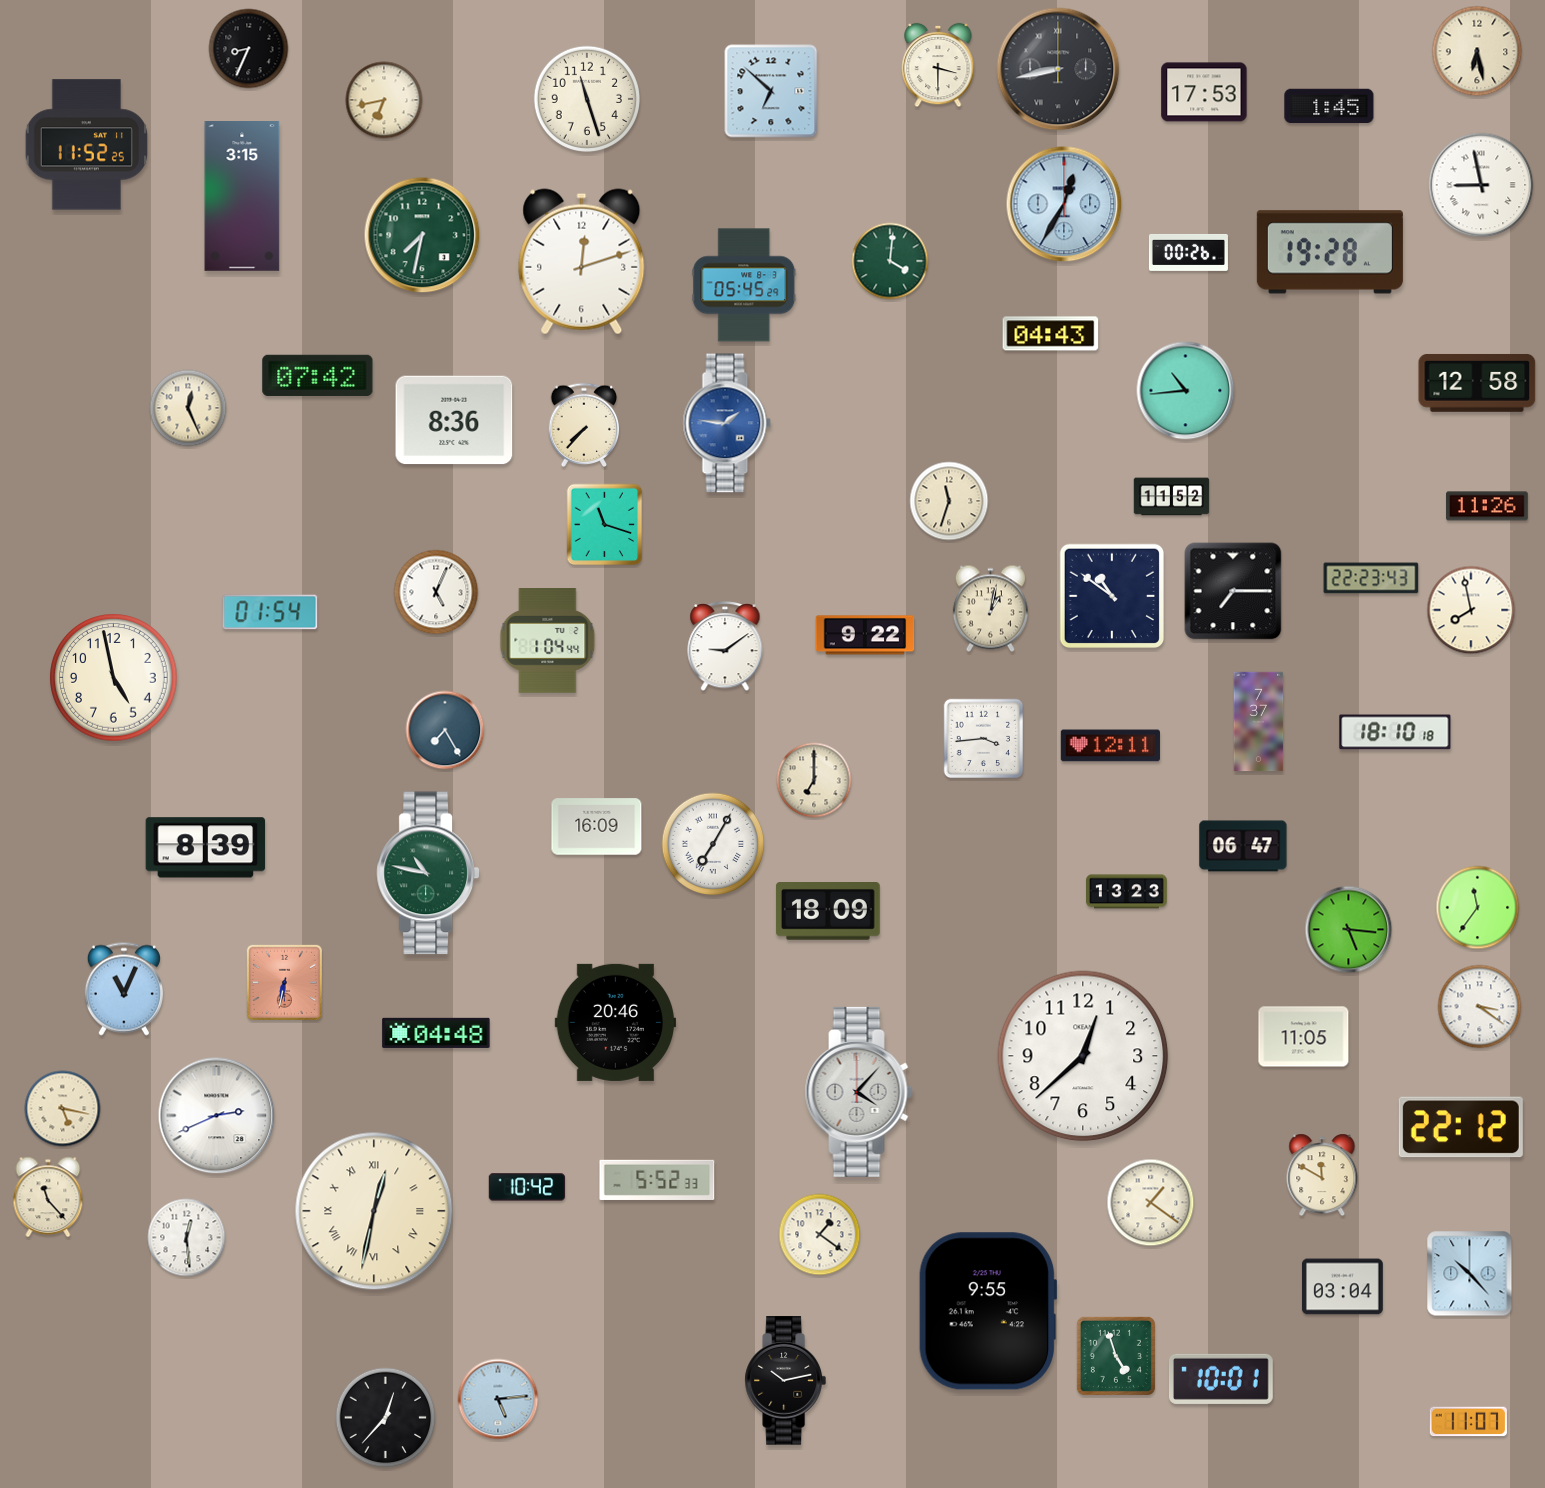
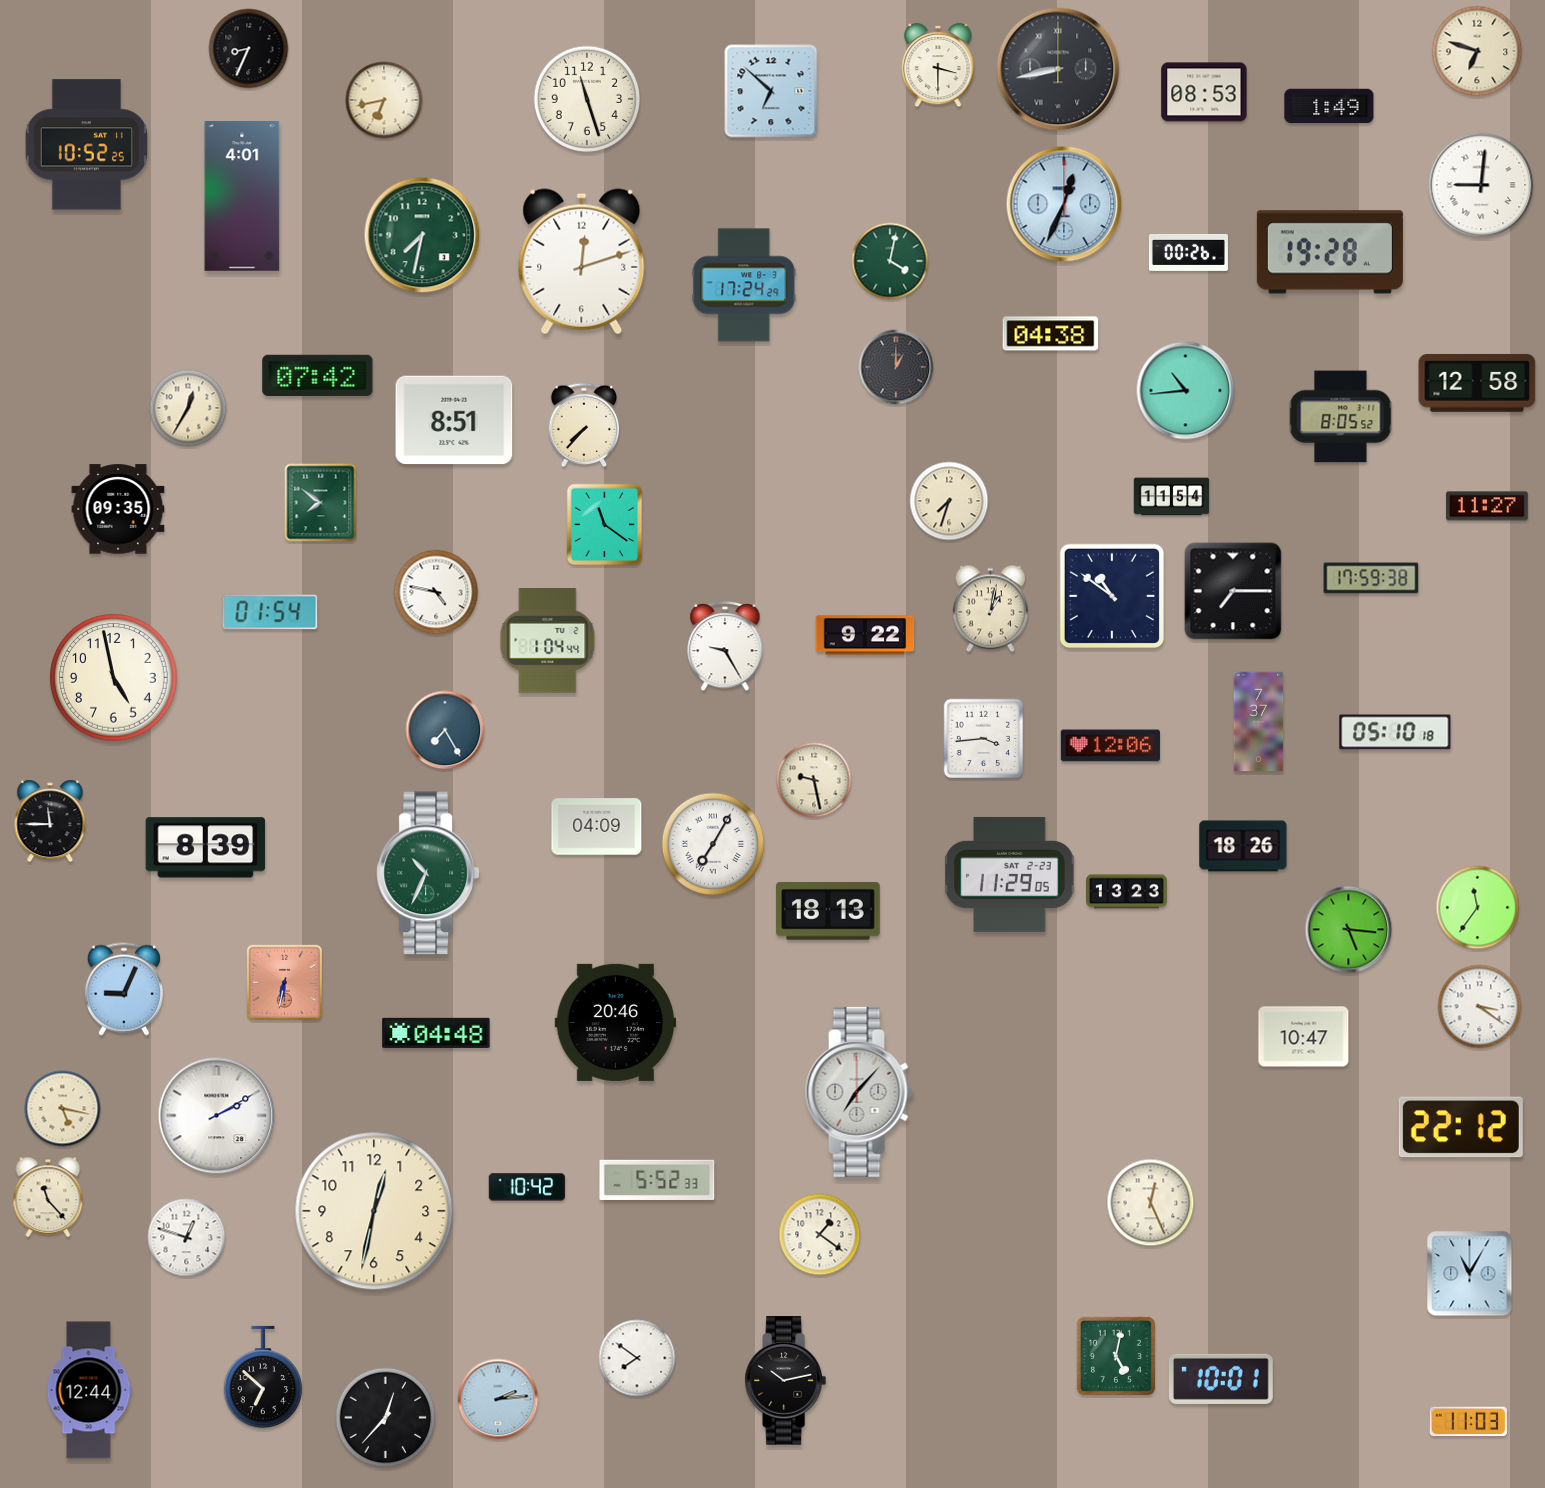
clock at (1477, 51): 6:28 -> 6:48
clock at (1204, 92): 17:53 -> 08:53
clock at (1329, 106): 1:45 -> 1:49
clock at (86, 145): 11:52 -> 10:52
clock at (1481, 185): 8:58 -> 9:01
clock at (242, 197): 3:15 -> 4:01
clock at (1064, 204): 12:35 -> 12:34
clock at (890, 261): 4:01 -> 4:02
clock at (744, 285): 05:45 -> 17:24
clock at (1051, 334): 04:43 -> 04:38
clock at (896, 367): none -> 1:00
clock at (188, 408): 12:26 -> 12:35
clock at (1341, 417): none -> 8:05
clock at (454, 420): 8:36 -> 8:51
clock at (727, 423): 1:46 -> none
clock at (1172, 497): 11:52 -> 11:54
clock at (949, 501): 11:33 -> 7:33
clock at (321, 503): none -> 7:51
clock at (1487, 506): 11:26 -> 11:27
clock at (118, 509): none -> 09:35
clock at (605, 525): 11:18 -> 11:21
clock at (1371, 578): 22:23 -> 17:59
clock at (436, 592): 5:04 -> 4:47
clock at (1471, 610): 7:58 -> none
clock at (725, 646): 9:09 -> 9:25
clock at (1395, 732): 18:10 -> 05:10
clock at (1110, 746): 12:11 -> 12:06
clock at (814, 780): 7:00 -> 9:28
clock at (50, 821): none -> 11:45
clock at (597, 827): 16:09 -> 04:09
clock at (1243, 846): 06:47 -> 18:26
clock at (428, 873): 10:47 -> 10:34
clock at (1010, 874): none -> 11:29
clock at (828, 911): 18:09 -> 18:13
clock at (124, 989): 11:04 -> 9:04
clock at (1304, 1037): 11:05 -> 10:47
clock at (1083, 1056): 12:38 -> none
clock at (859, 1092): 4:07 -> 7:07
clock at (217, 1116): 2:41 -> 2:10
clock at (1322, 1175): 11:50 -> none
clock at (1151, 1203): 1:21 -> 12:26
clock at (374, 1211) numerals: Roman -> Arabic
clock at (187, 1238): 12:29 -> 12:48
clock at (1470, 1274): 10:23 -> 11:05
clock at (1343, 1287): 03:04 -> none
clock at (988, 1311): 9:55 -> none
clock at (1116, 1356): 4:57 -> 5:02
clock at (637, 1358): none -> 7:51
clock at (262, 1377): none -> 6:52
clock at (89, 1390): none -> 12:44
clock at (498, 1399): 5:14 -> 2:14
clock at (1468, 1422): 11:07 -> 11:03
